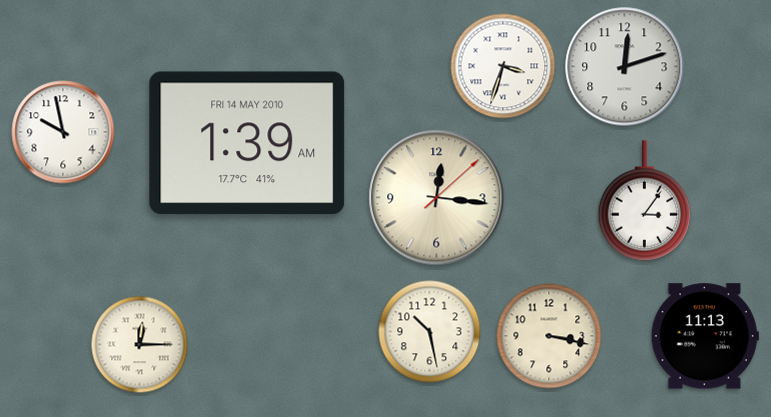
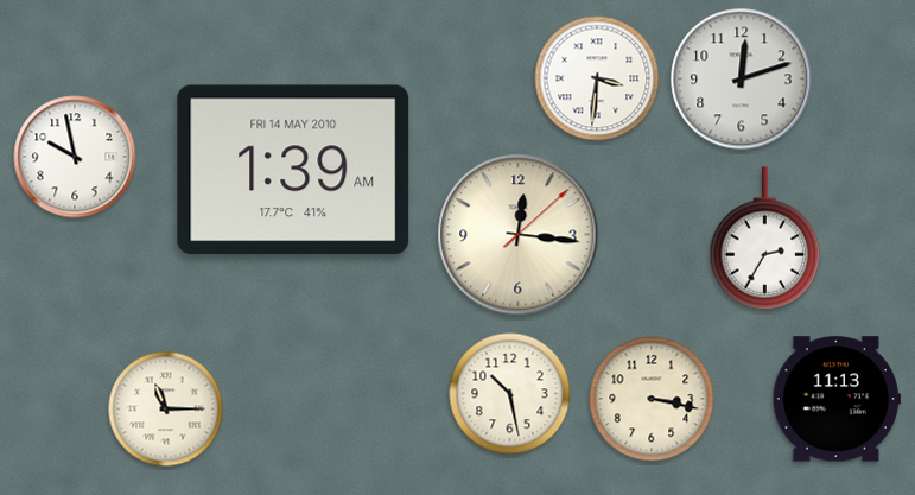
clock at (503, 66): 3:33 -> 3:31
clock at (645, 201): 3:06 -> 2:35
clock at (140, 345): 12:15 -> 11:15
